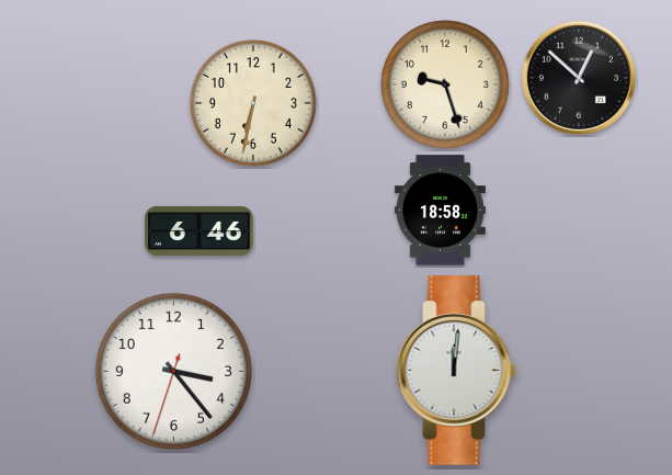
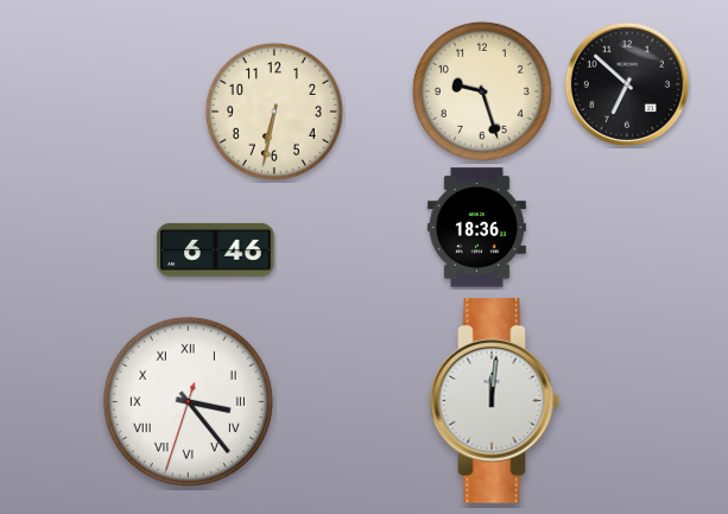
clock at (579, 78): 12:52 -> 6:52
clock at (440, 211): 18:58 -> 18:36
clock at (173, 371) numerals: Arabic -> Roman
